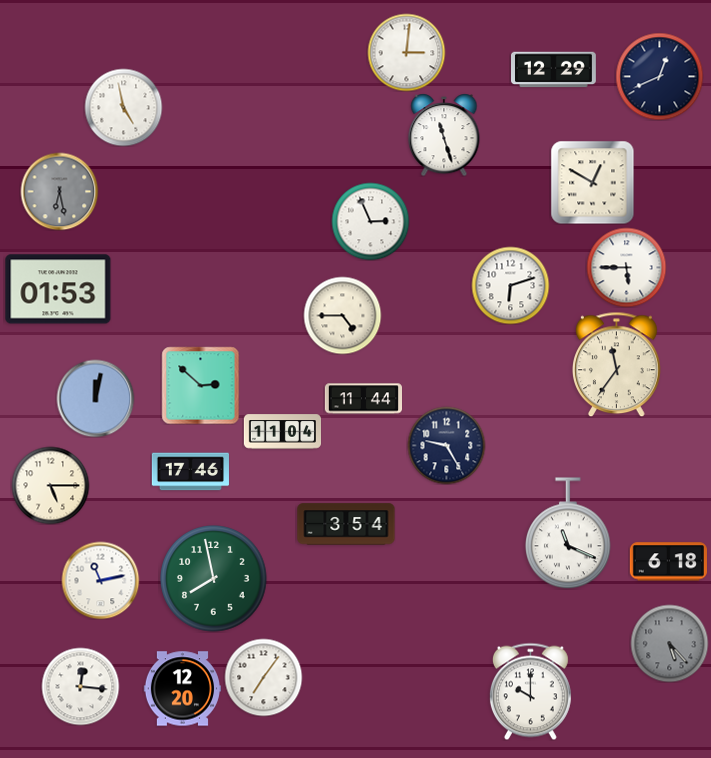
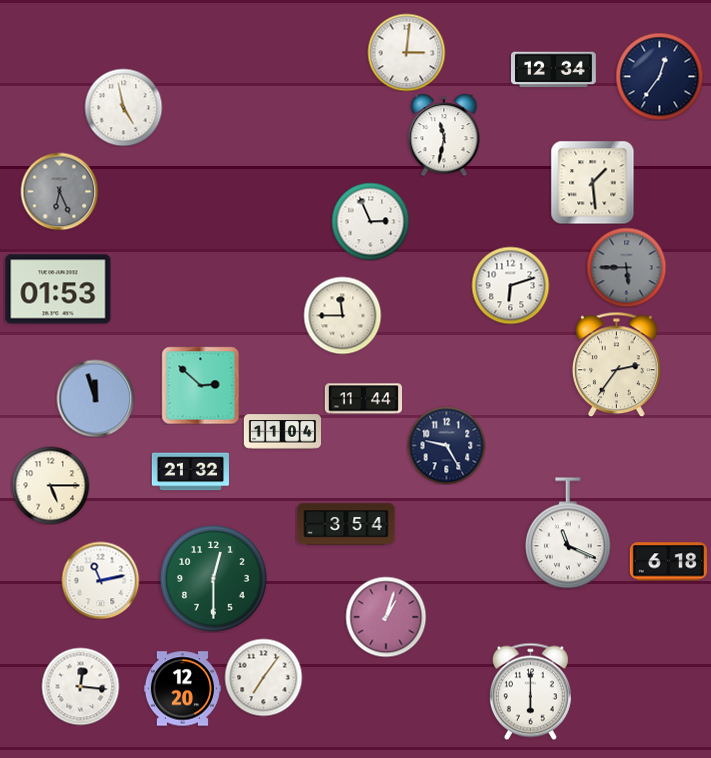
clock at (554, 70): 12:29 -> 12:34
clock at (659, 76): 12:41 -> 12:36
clock at (444, 135): 11:27 -> 11:32
clock at (592, 182): 12:50 -> 1:29
clock at (59, 191): 6:28 -> 6:26
clock at (626, 267) dial: white -> grey
clock at (342, 315): 4:45 -> 11:45
clock at (617, 364): 11:36 -> 2:36
clock at (95, 398): 12:02 -> 11:57
clock at (190, 472): 17:46 -> 21:32
clock at (214, 579): 7:58 -> 12:30
clock at (386, 617): none -> 1:03
clock at (669, 643): 5:23 -> none
clock at (530, 691): 10:00 -> 6:00
